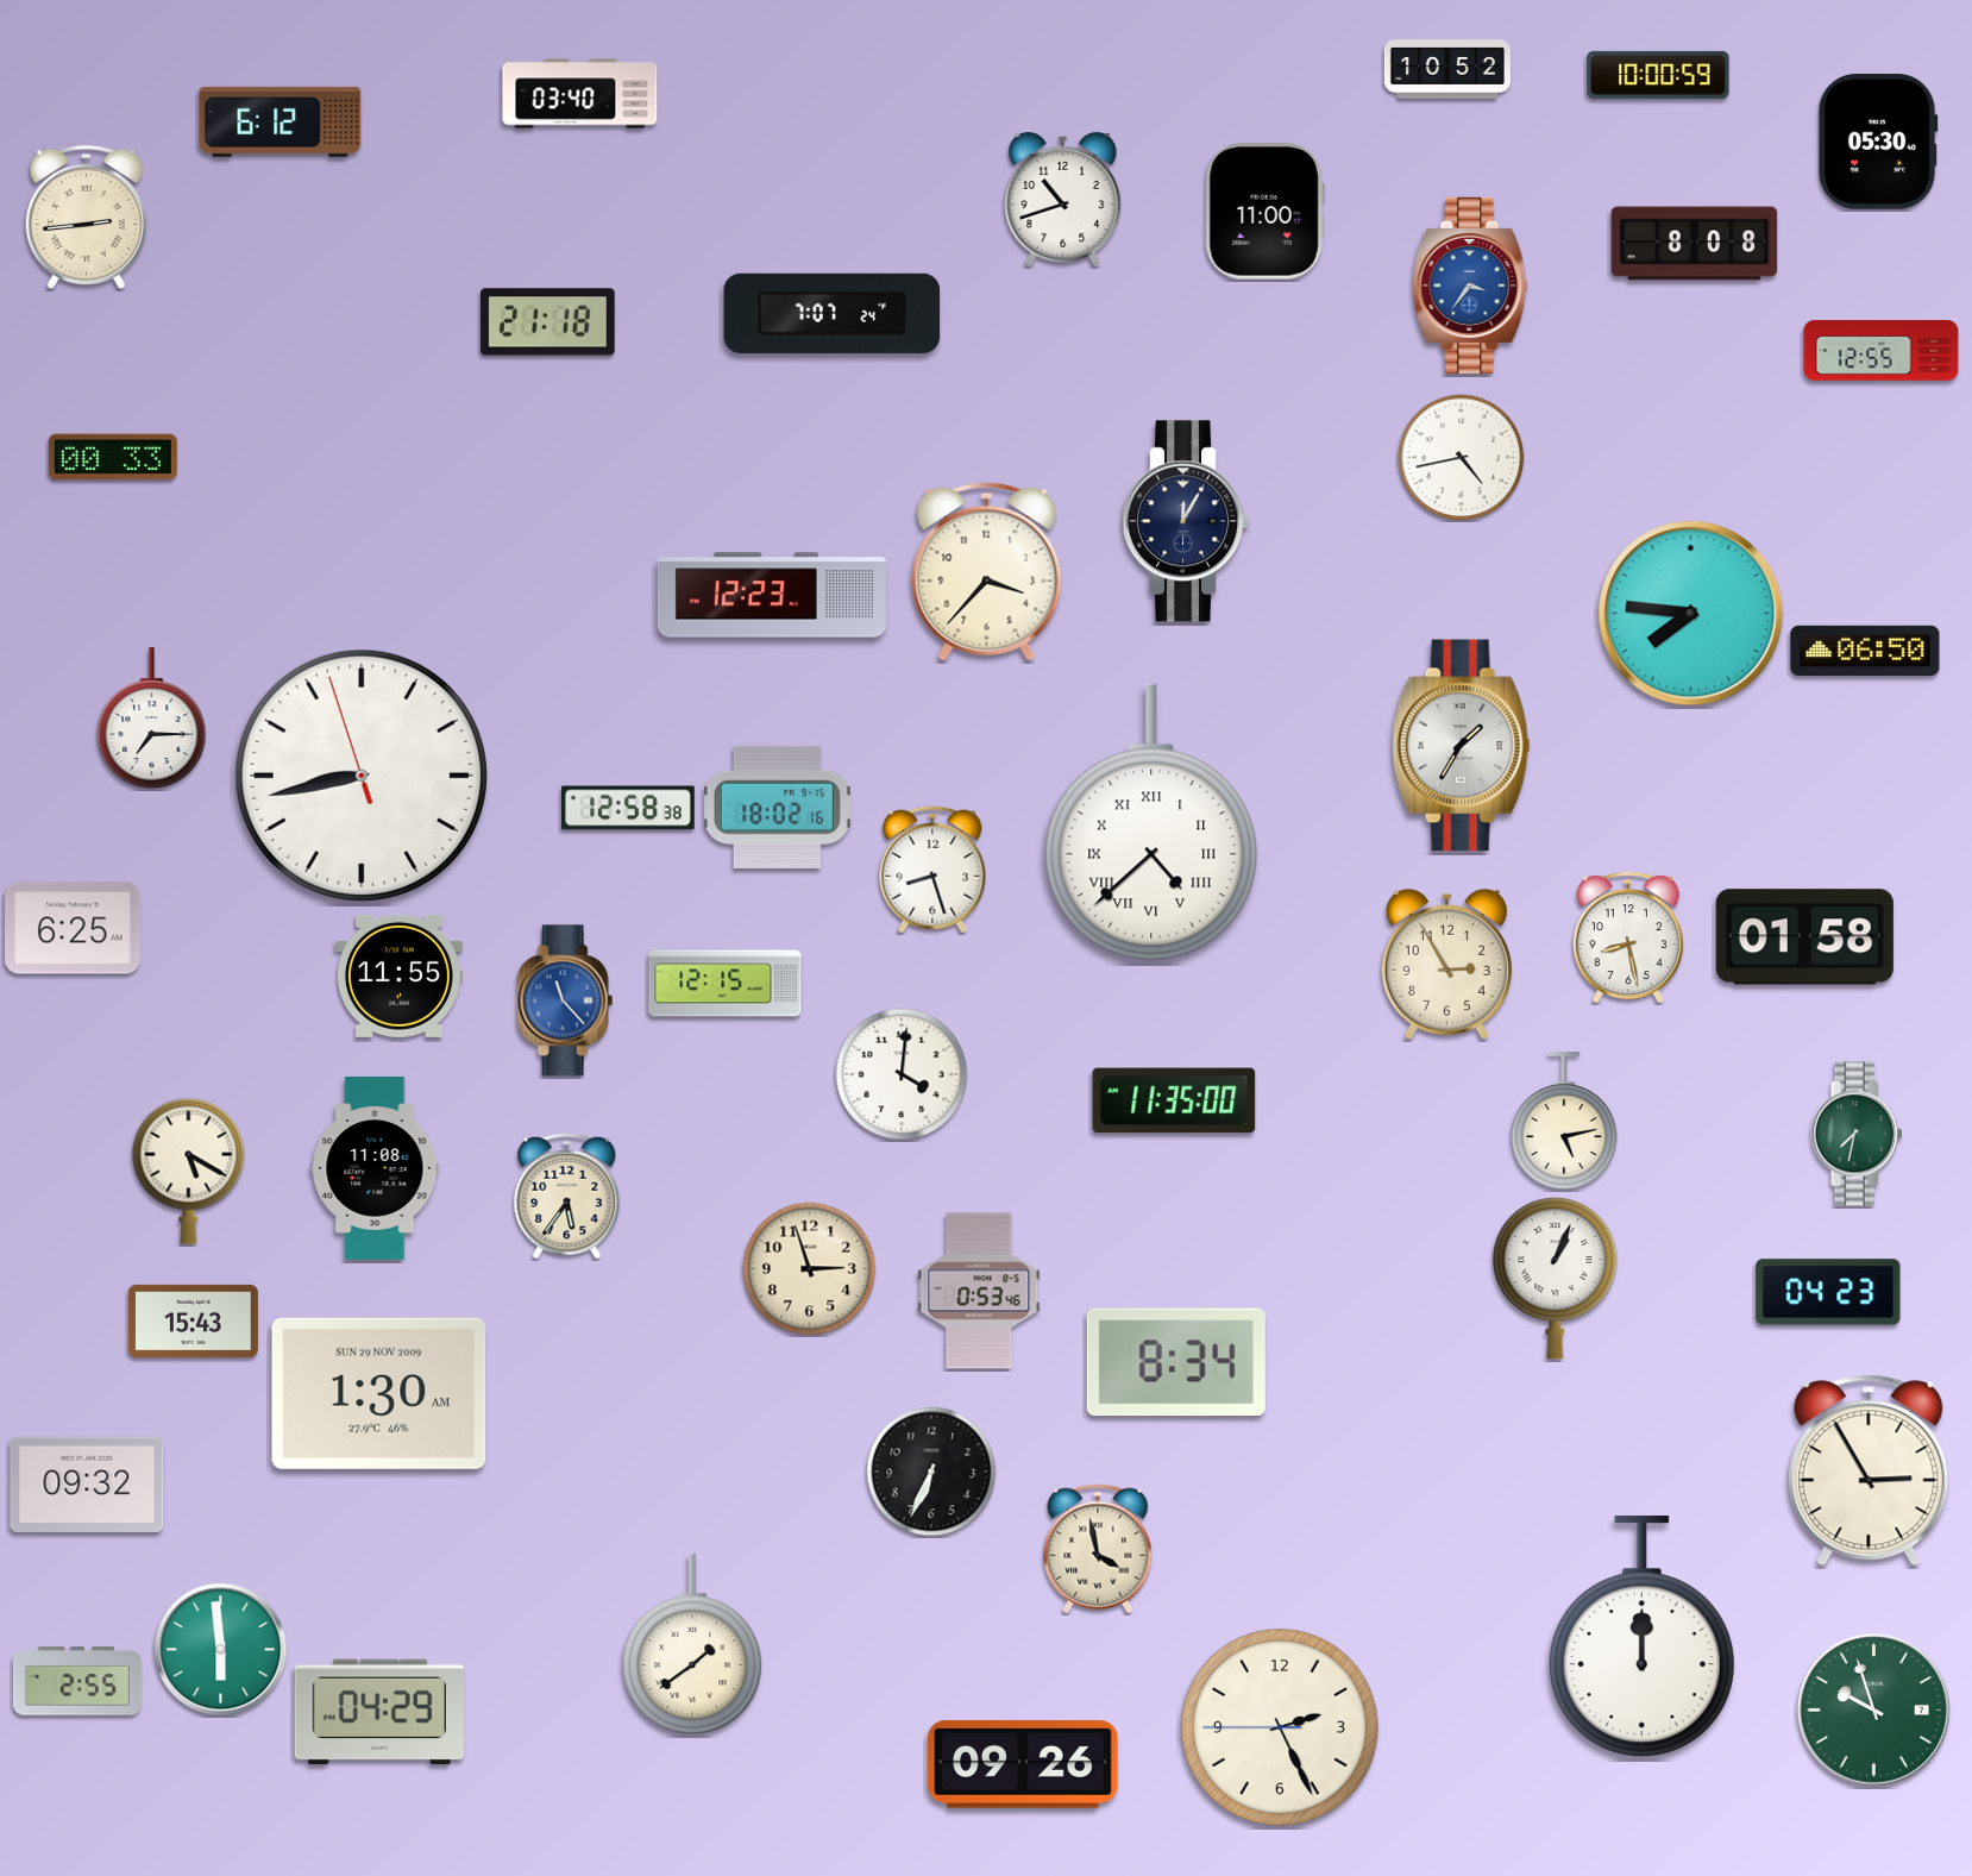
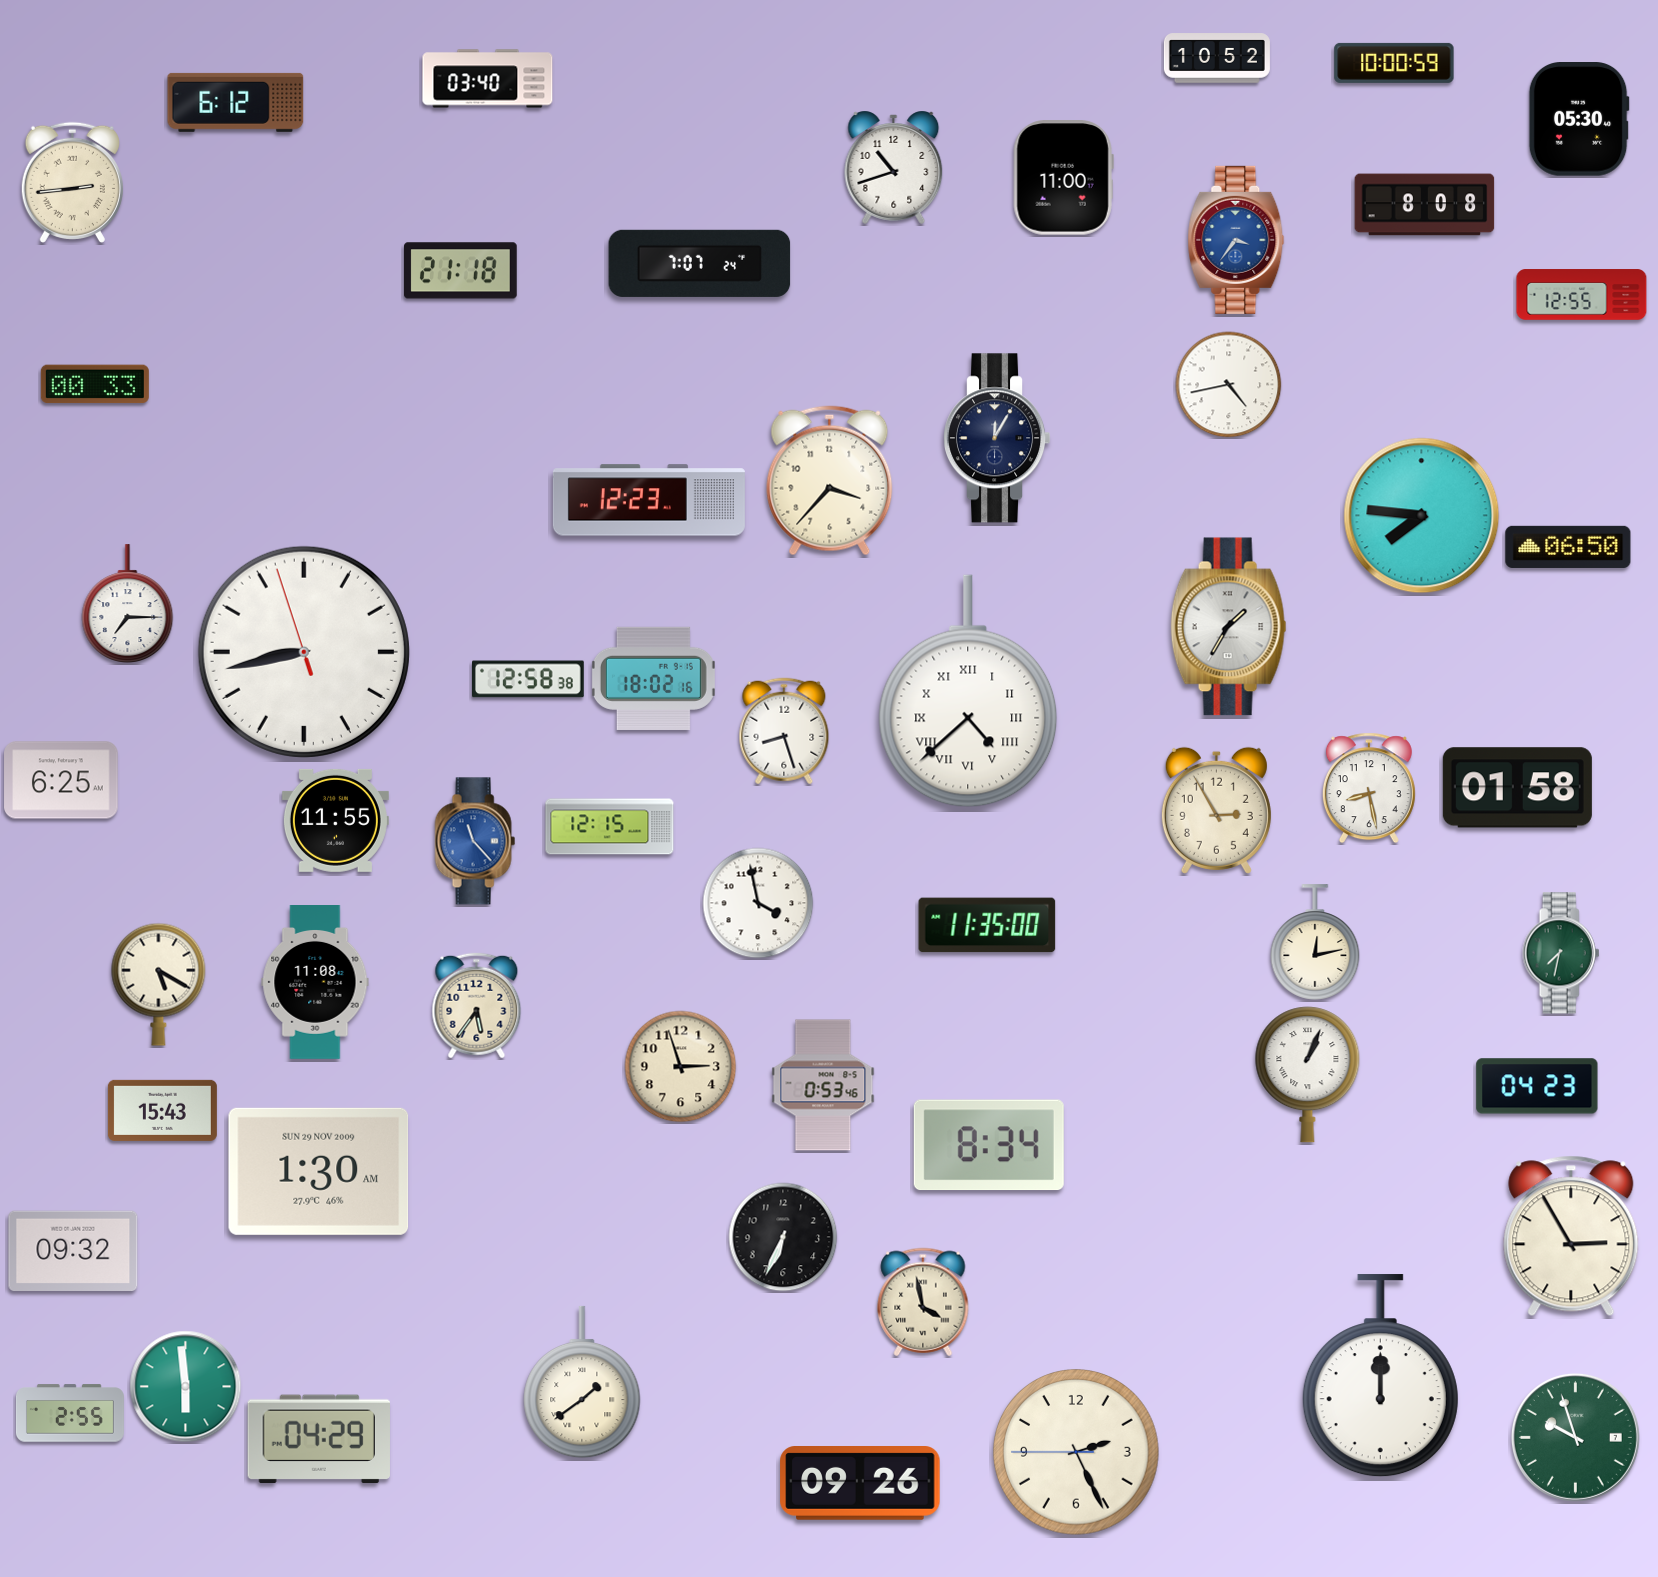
clock at (902, 1074): 4:01 -> 3:58
clock at (1564, 1121): 5:13 -> 12:13
clock at (87, 1483) position: (87, 1483) -> (73, 1250)
clock at (77, 1681) position: (77, 1681) -> (70, 1413)
